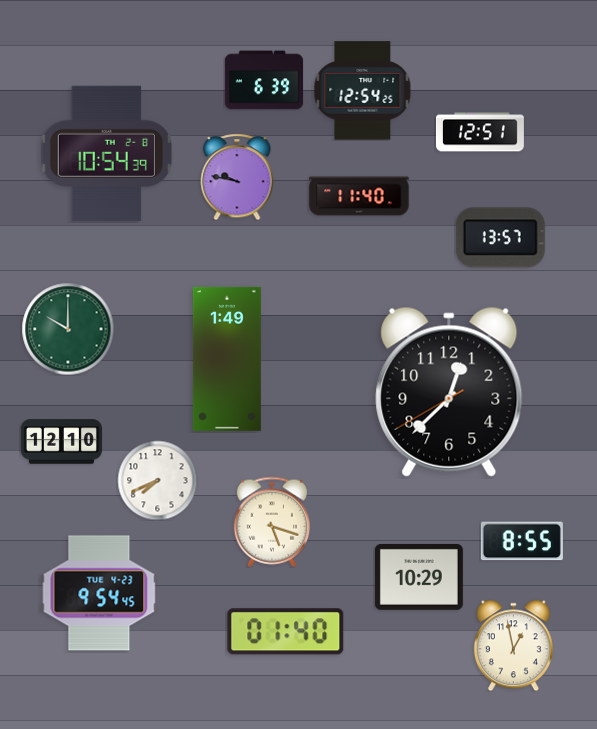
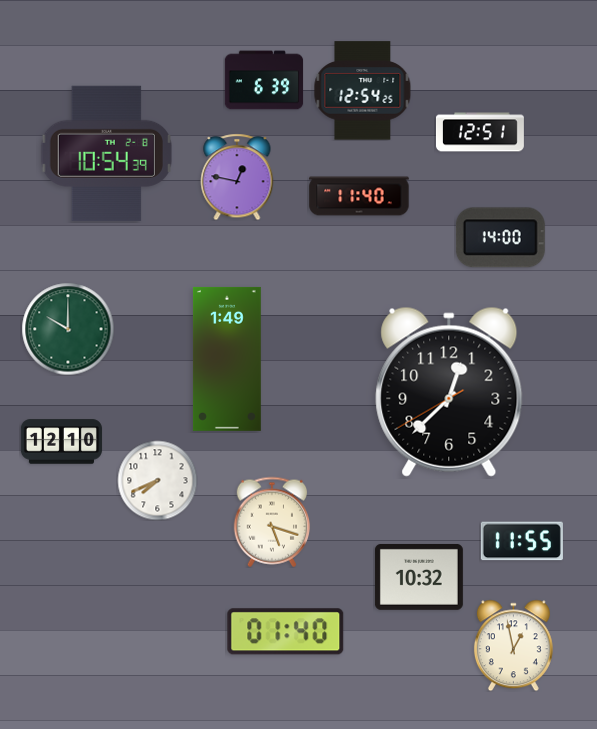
clock at (237, 177): 9:47 -> 12:47
clock at (500, 238): 13:57 -> 14:00
clock at (522, 541): 8:55 -> 11:55
clock at (419, 577): 10:29 -> 10:32
clock at (99, 593): 9:54 -> none
